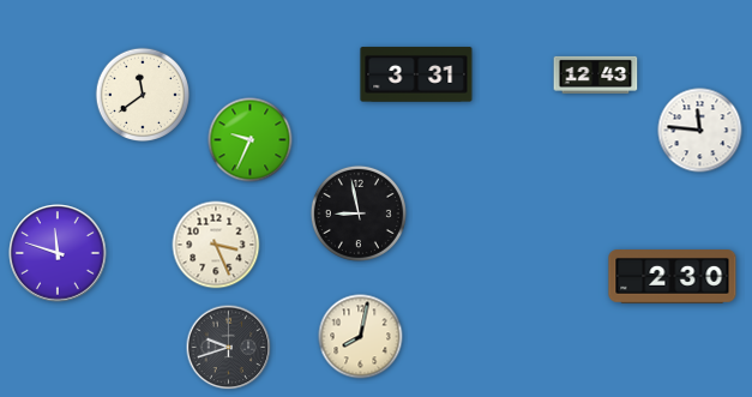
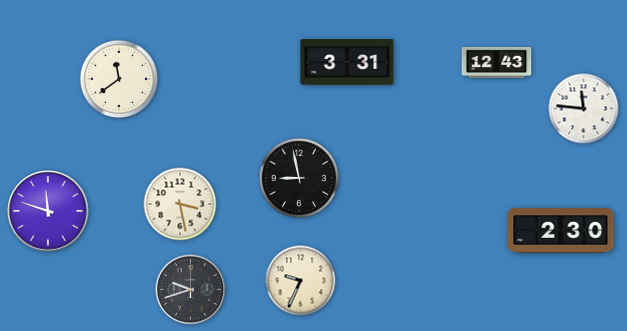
clock at (251, 140): 9:34 -> none
clock at (216, 245): 3:26 -> 3:28
clock at (361, 337): 8:02 -> 9:34
